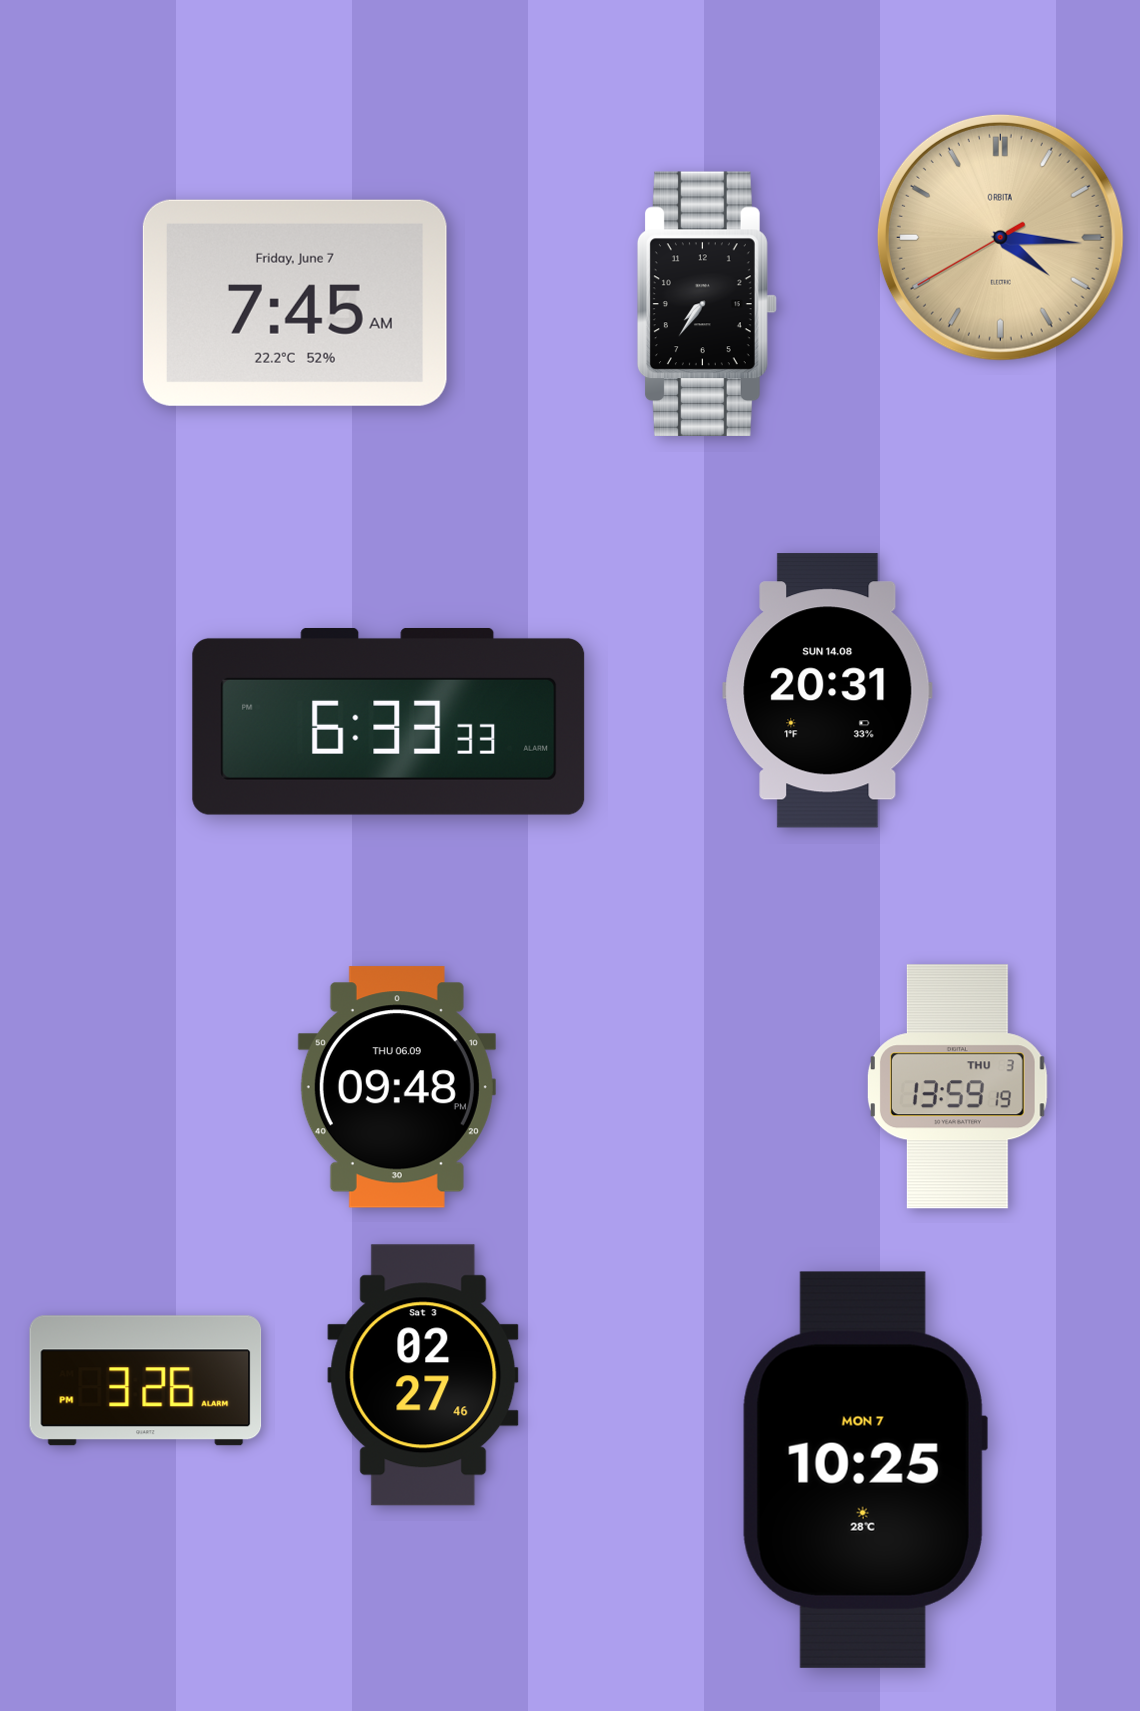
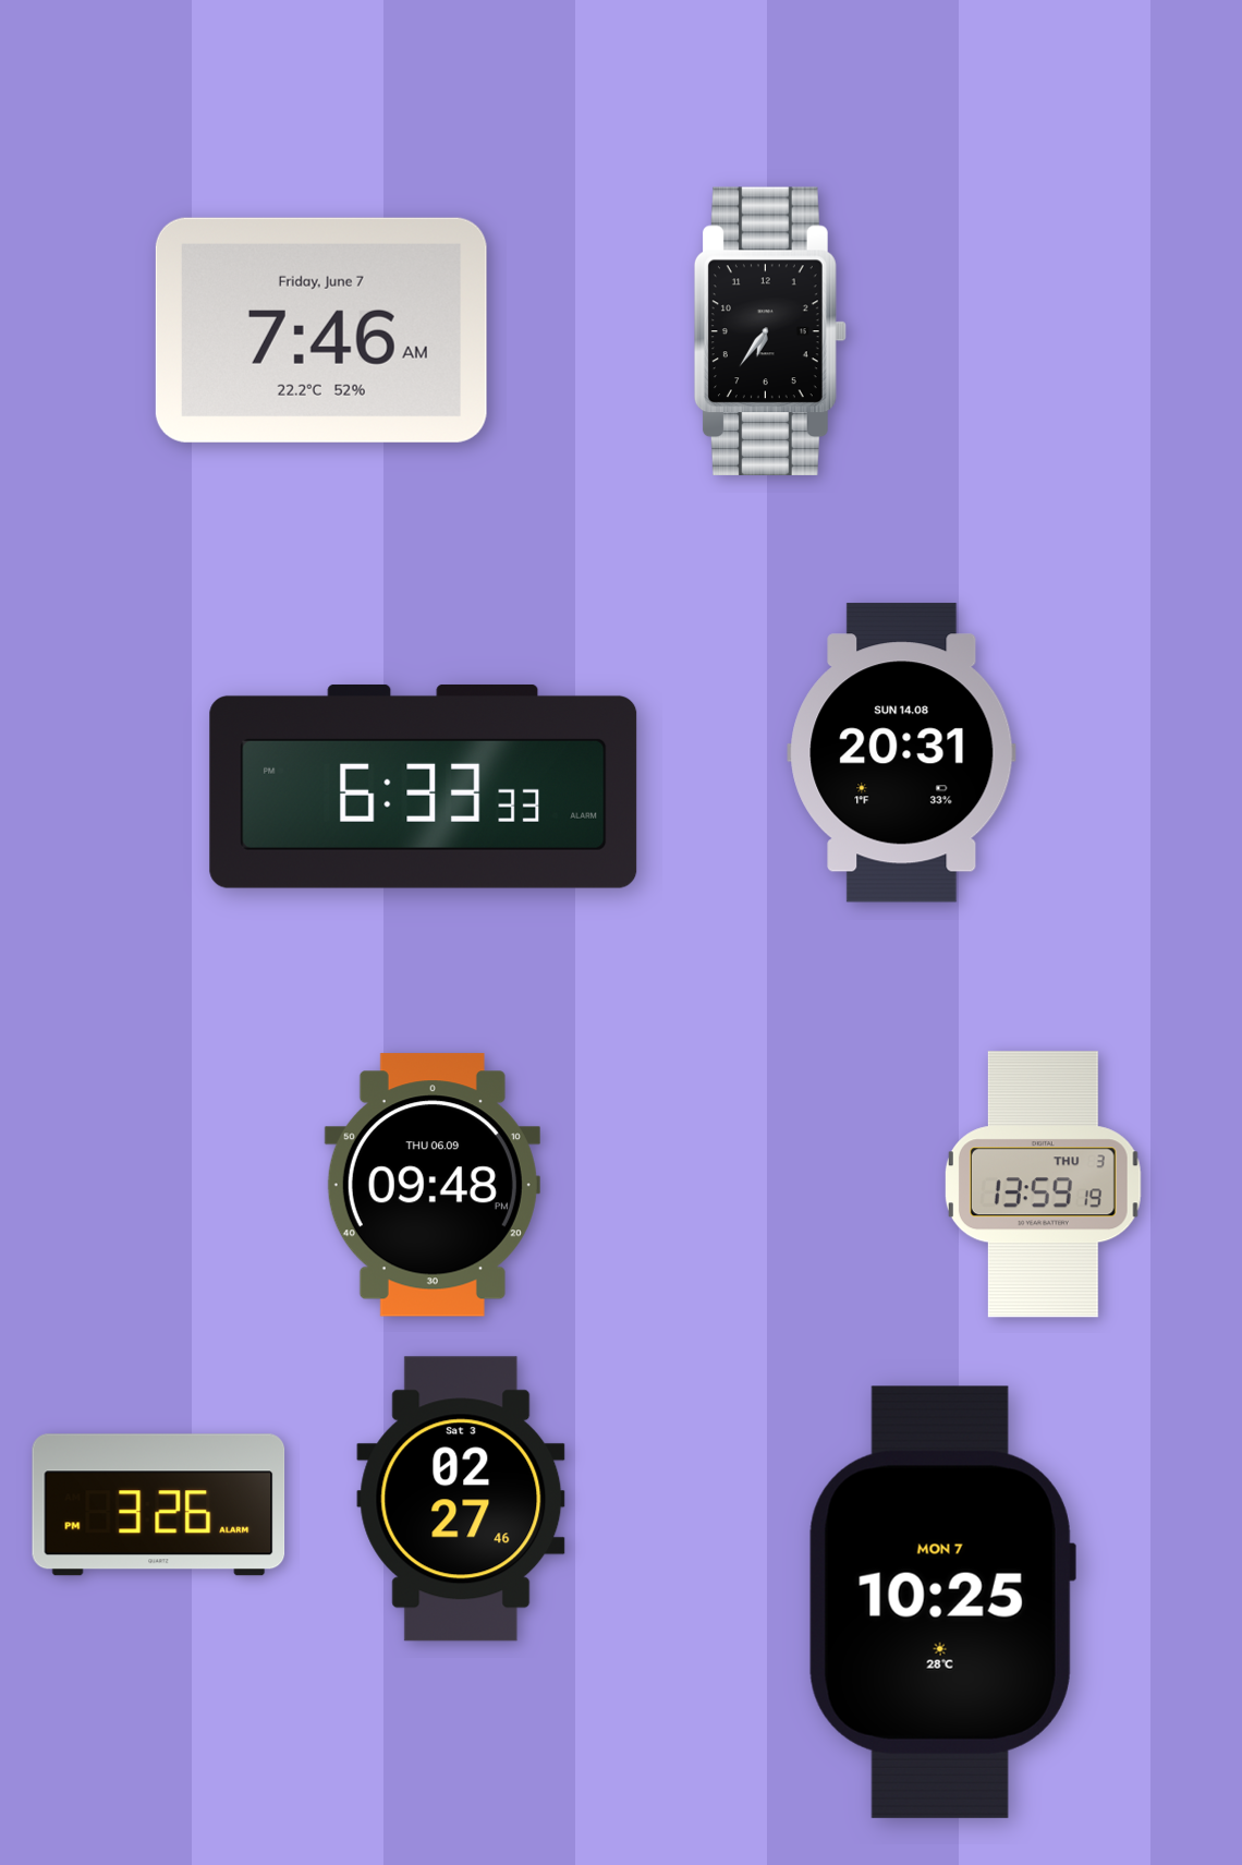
clock at (1000, 237): 4:15 -> none
clock at (295, 303): 7:45 -> 7:46
clock at (707, 303): 7:36 -> 6:36
